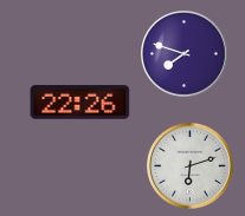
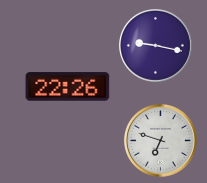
clock at (185, 54): 7:48 -> 9:17
clock at (191, 166): 6:12 -> 6:48
